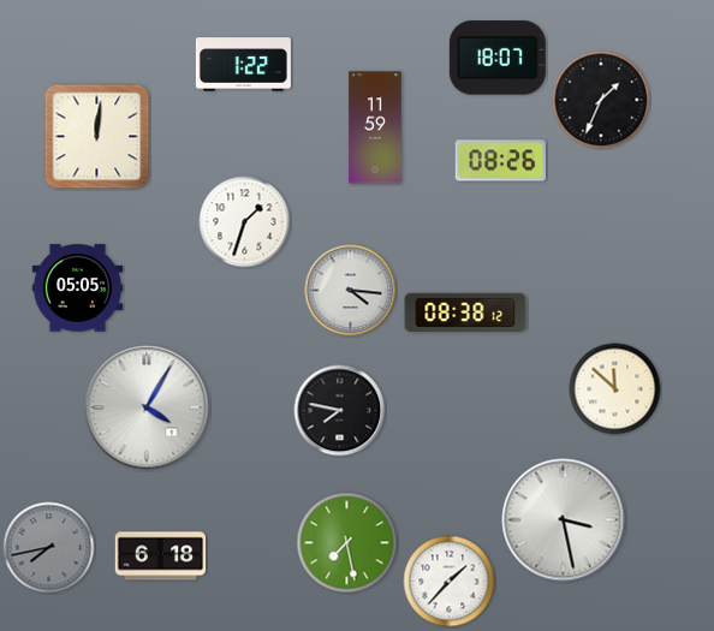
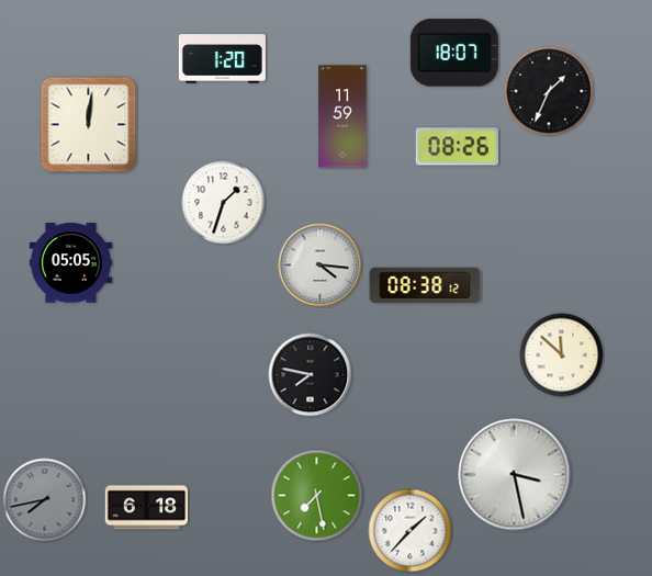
clock at (243, 65): 1:22 -> 1:20
clock at (147, 407): 4:05 -> none
